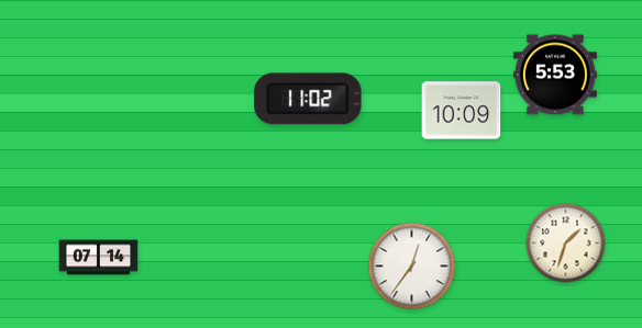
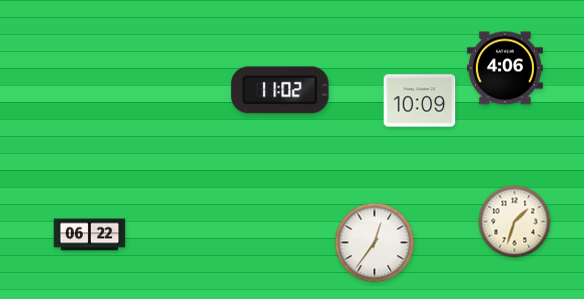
clock at (555, 75): 5:53 -> 4:06
clock at (99, 258): 07:14 -> 06:22
